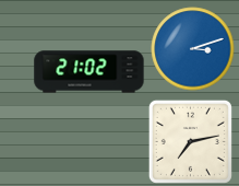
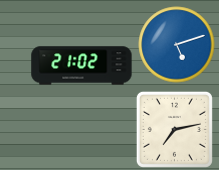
clock at (193, 49): 3:12 -> 5:12
